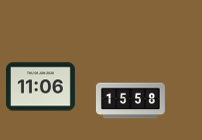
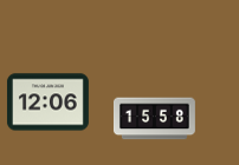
clock at (40, 87): 11:06 -> 12:06
